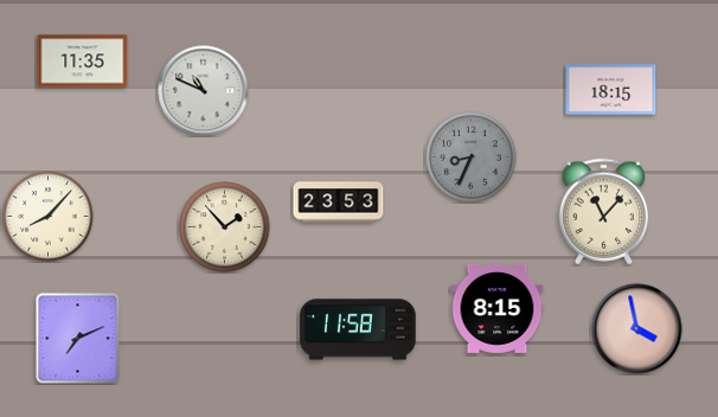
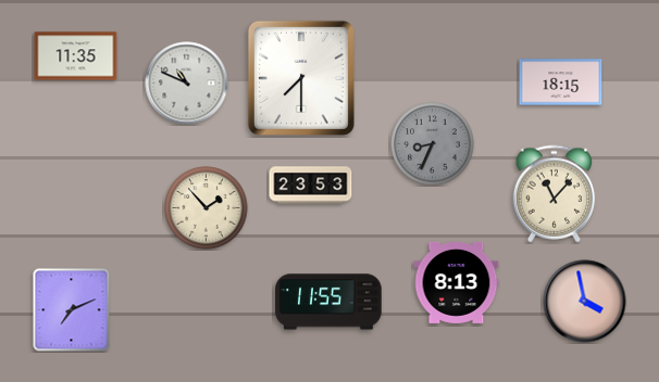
clock at (301, 78): none -> 7:30
clock at (49, 217): 8:07 -> none
clock at (498, 308): 8:15 -> 8:13
clock at (358, 329): 11:58 -> 11:55
